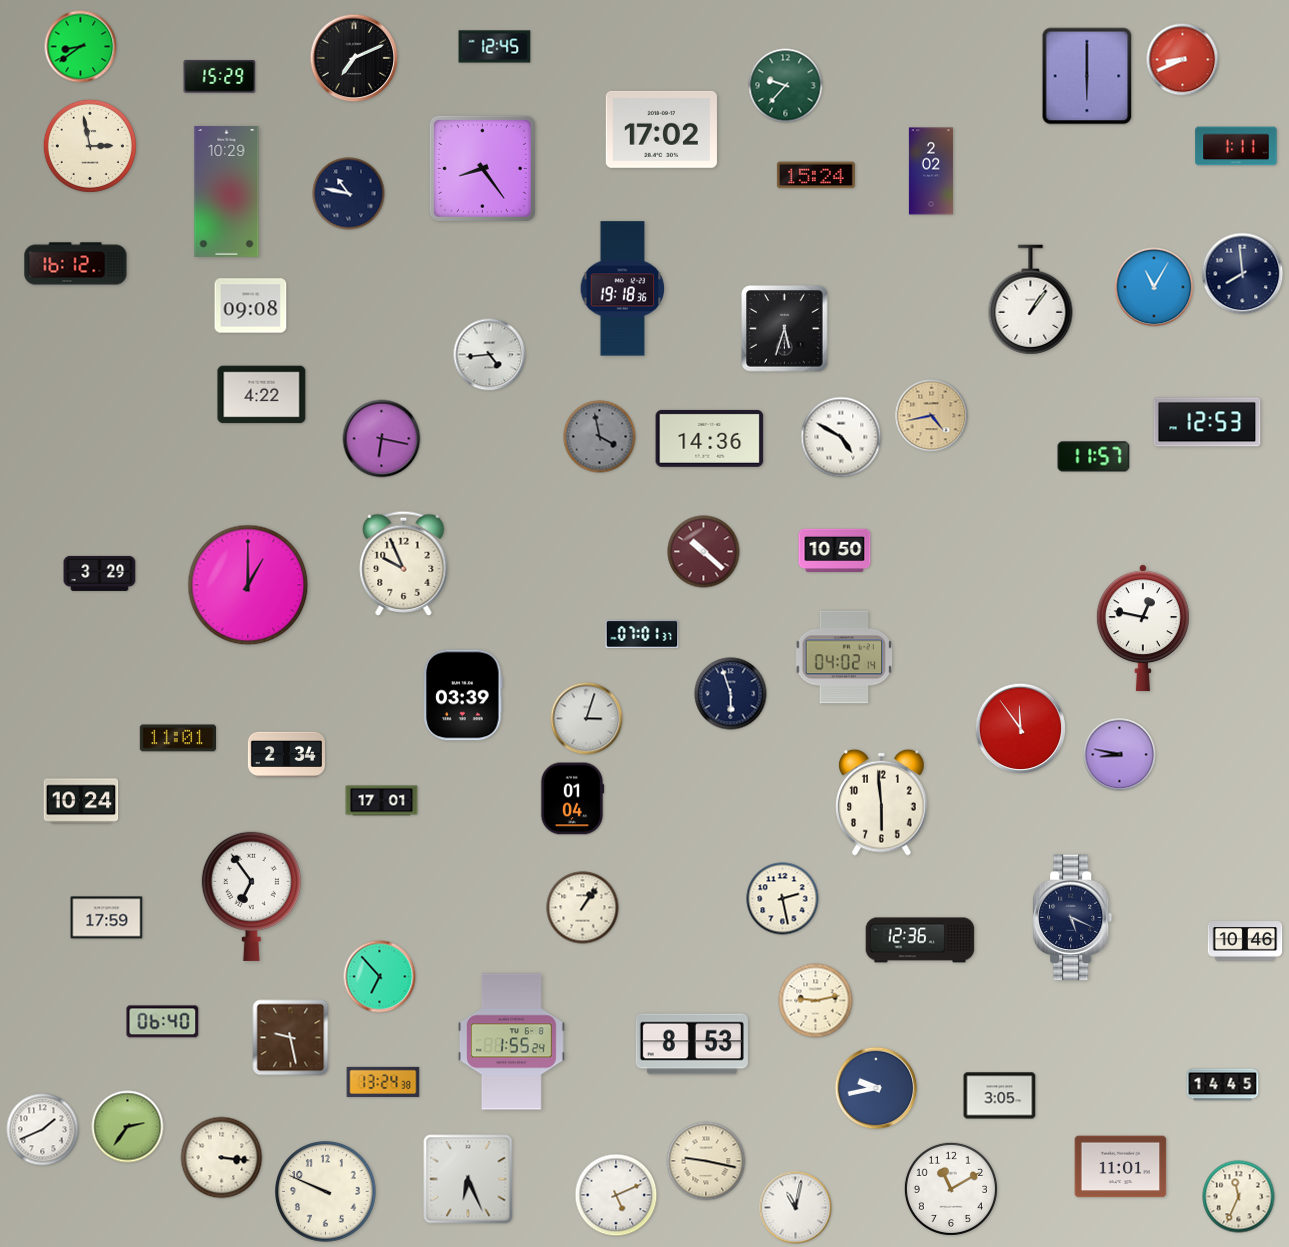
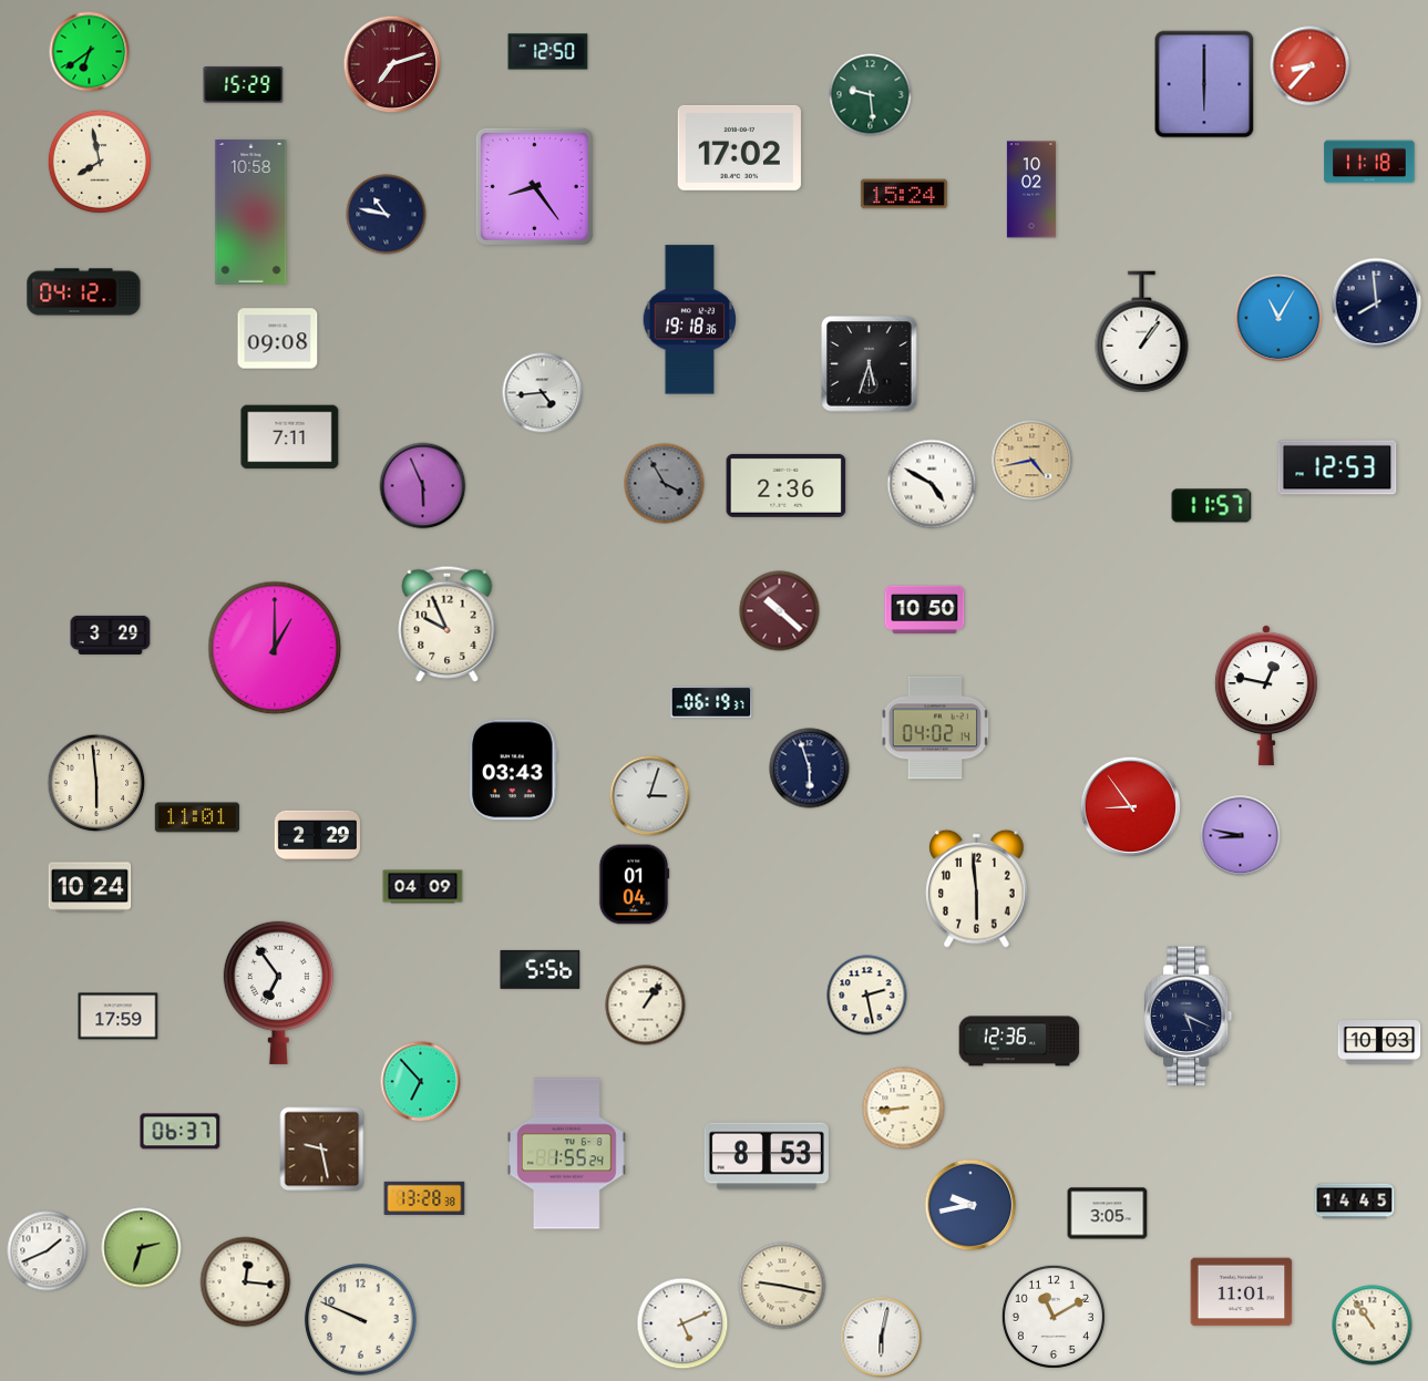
clock at (81, 47): 8:39 -> 6:39
clock at (495, 47): 12:45 -> 12:50
clock at (354, 58): 7:11 -> 7:12
clock at (354, 58) dial: black -> burgundy
clock at (1183, 60): 8:41 -> 8:37
clock at (786, 86): 9:37 -> 9:29
clock at (661, 129) position: (661, 129) -> (739, 147)
clock at (90, 146): 2:58 -> 7:58
clock at (1236, 146): 1:11 -> 11:18
clock at (931, 171): 2:02 -> 10:02
clock at (227, 191): 10:29 -> 10:58
clock at (76, 264): 16:12 -> 04:12
clock at (262, 395): 4:22 -> 7:11
clock at (600, 437): 3:58 -> 3:55
clock at (710, 438): 14:36 -> 2:36
clock at (382, 439): 6:17 -> 5:56
clock at (642, 634): 07:01 -> 06:19
clock at (463, 695): 03:39 -> 03:43
clock at (96, 783): none -> 5:59
clock at (1021, 729): 11:54 -> 8:54
clock at (286, 755): 2:34 -> 2:29
clock at (382, 801): 17:01 -> 04:09
clock at (541, 969): none -> 5:56
clock at (1245, 941): 10:46 -> 10:03
clock at (816, 1001): 9:13 -> 8:44
clock at (163, 1022): 06:40 -> 06:37
clock at (383, 1082): 13:24 -> 13:28
clock at (128, 1127): 2:36 -> 2:33
clock at (222, 1158): 3:16 -> 12:16
clock at (468, 1179): 6:26 -> none
clock at (1239, 1197): 11:34 -> 10:54
clock at (796, 1208): 11:02 -> 6:02
